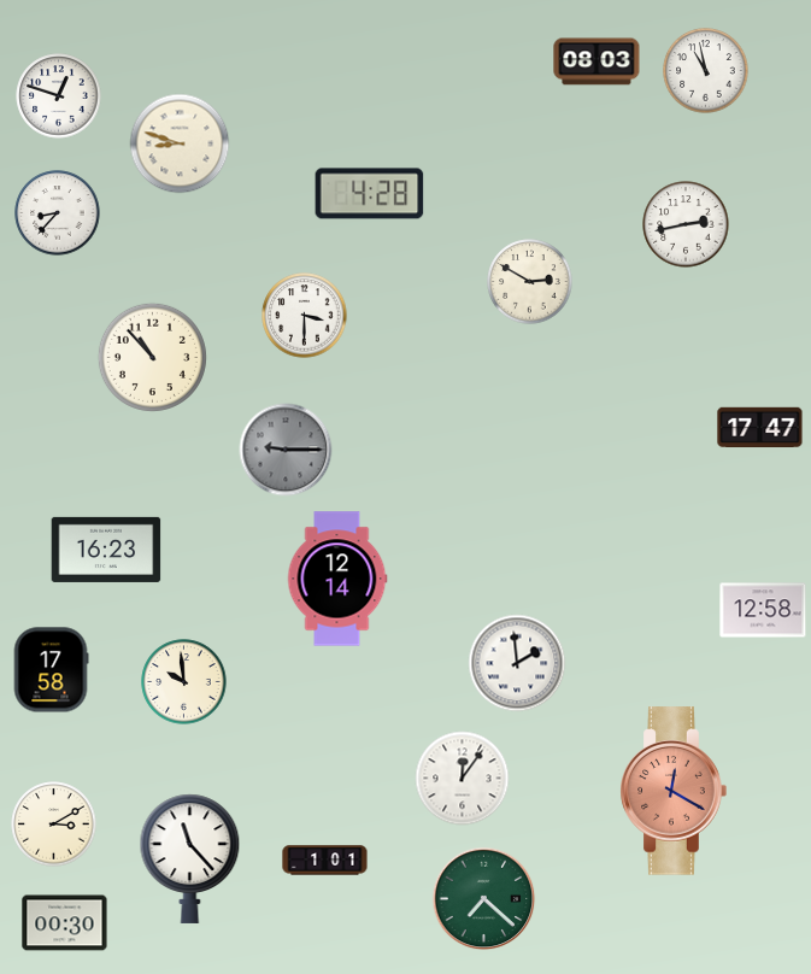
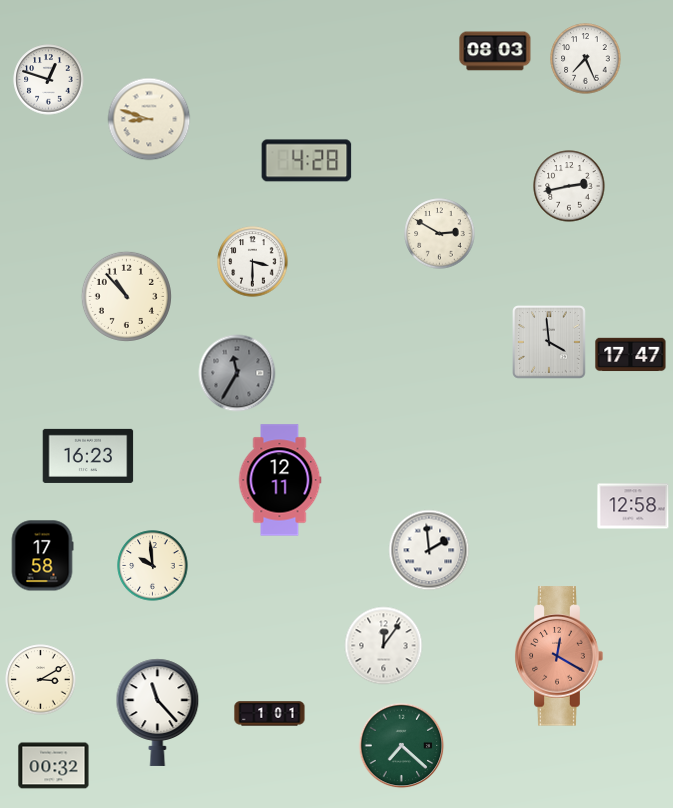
clock at (706, 71): 10:58 -> 7:26
clock at (58, 213): 8:37 -> none
clock at (550, 343): none -> 3:59
clock at (286, 450): 9:15 -> 11:35
clock at (337, 579): 12:14 -> 12:11
clock at (54, 825) position: (54, 825) -> (41, 680)
clock at (65, 923): 00:30 -> 00:32
